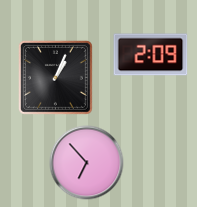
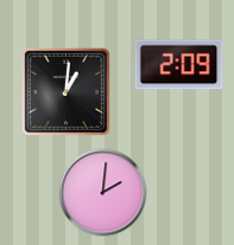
clock at (55, 77): 1:04 -> 1:01
clock at (87, 163): 6:53 -> 2:01
